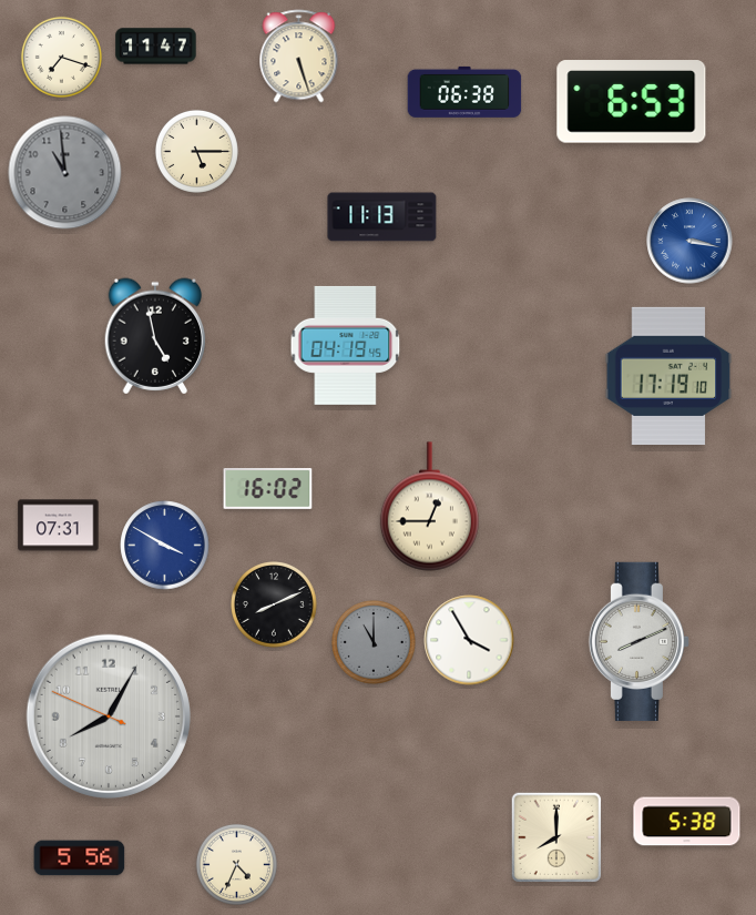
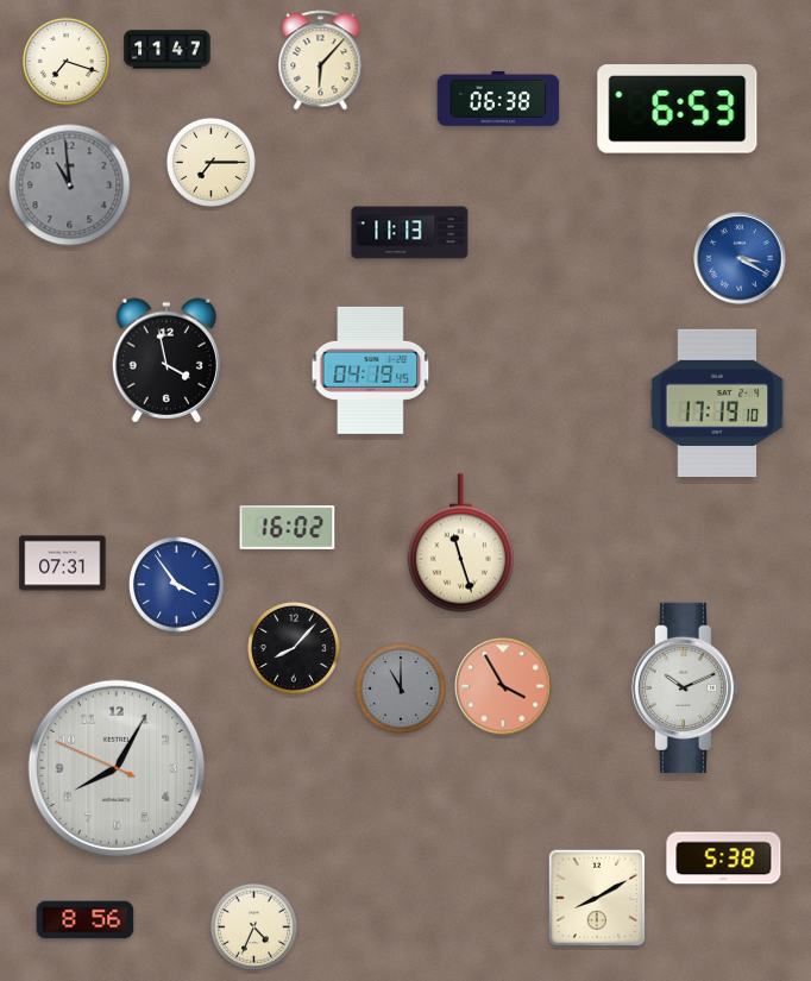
clock at (299, 57): 5:27 -> 6:07
clock at (196, 151): 5:15 -> 7:15
clock at (689, 241): 3:17 -> 3:20
clock at (155, 336): 4:58 -> 3:58
clock at (268, 488) position: (268, 488) -> (288, 527)
clock at (429, 507): 12:45 -> 11:27
clock at (165, 546): 3:50 -> 3:54
clock at (275, 606): 8:11 -> 8:07
clock at (469, 640) dial: white -> salmon
clock at (638, 641): 8:11 -> 10:11
clock at (687, 822) position: (687, 822) -> (724, 859)
clock at (556, 837): 8:00 -> 8:10
clock at (80, 858): 5:56 -> 8:56
